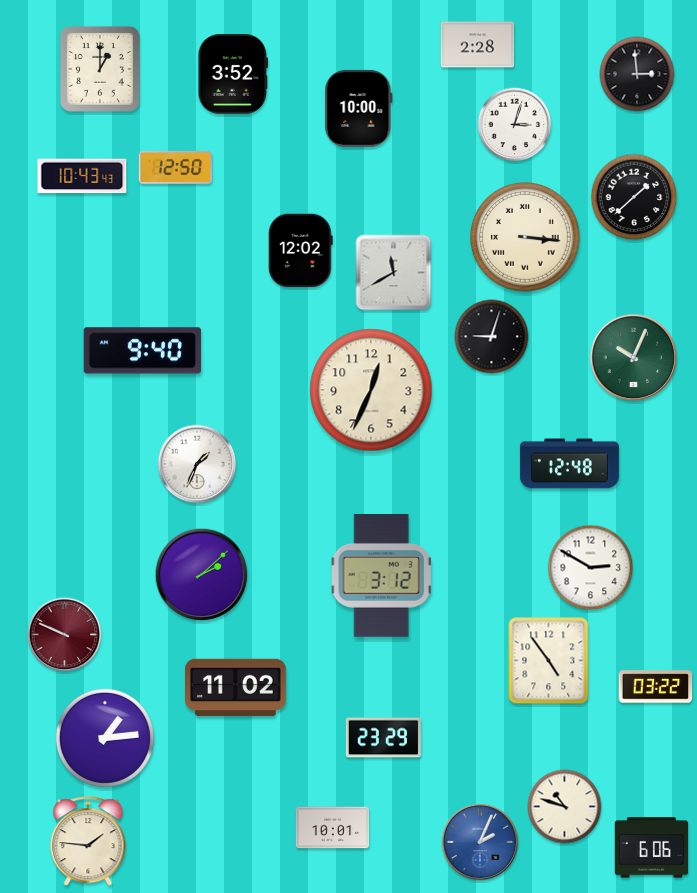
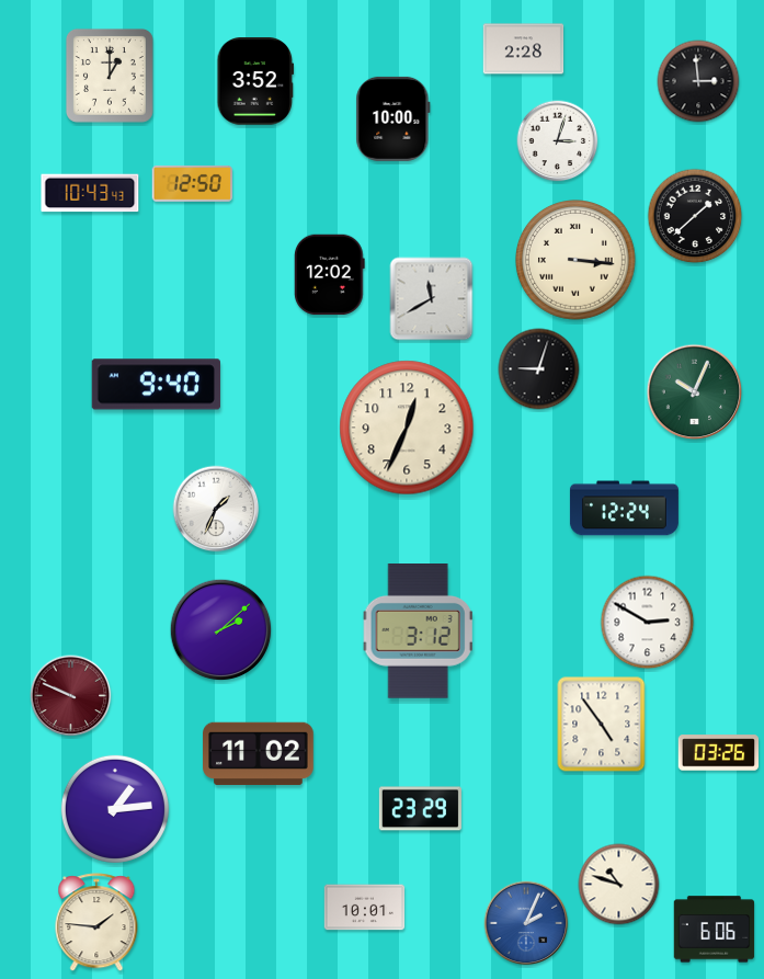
clock at (515, 125) position: (515, 125) -> (558, 141)
clock at (569, 464): 12:48 -> 12:24
clock at (656, 687): 03:22 -> 03:26
